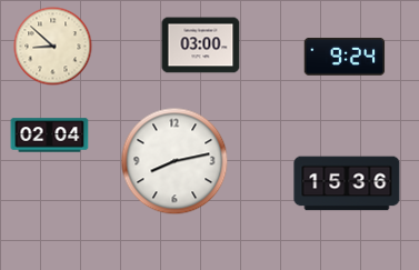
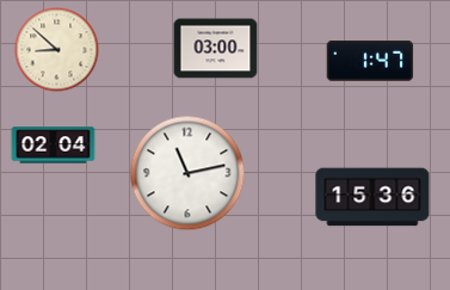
clock at (345, 57): 9:24 -> 1:47
clock at (174, 161): 8:13 -> 11:13
